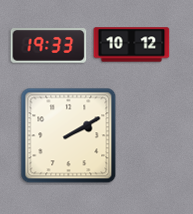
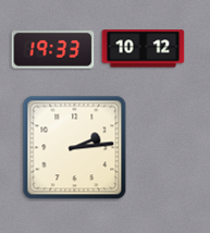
clock at (69, 136): 2:10 -> 2:14
